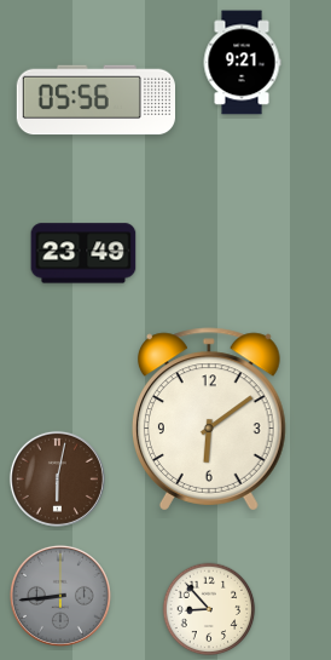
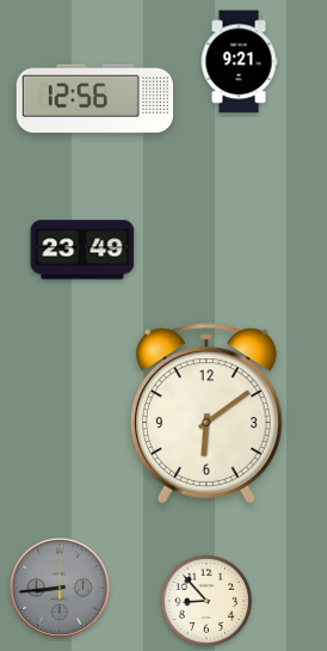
clock at (95, 101): 05:56 -> 12:56
clock at (57, 478): 6:02 -> none
